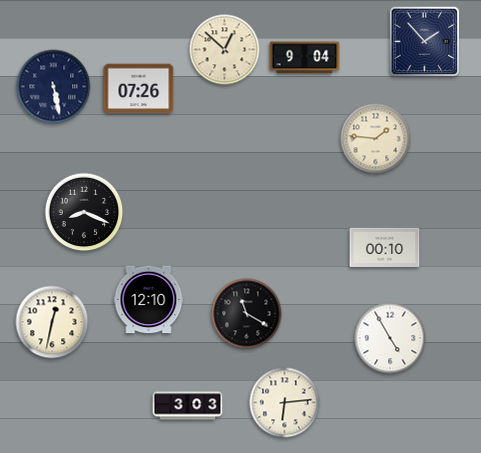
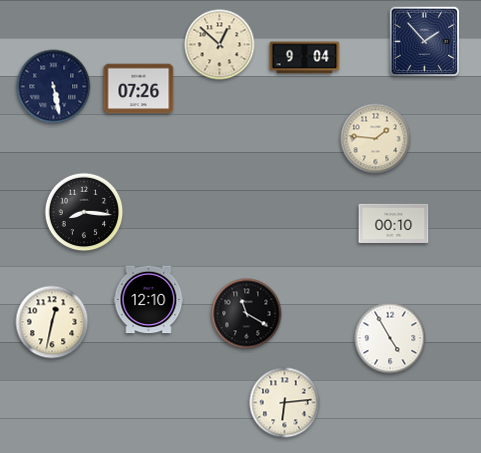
clock at (225, 50) position: (225, 50) -> (220, 45)
clock at (84, 212): 8:19 -> 8:16
clock at (385, 247) position: (385, 247) -> (394, 223)
clock at (188, 406): 3:03 -> none
